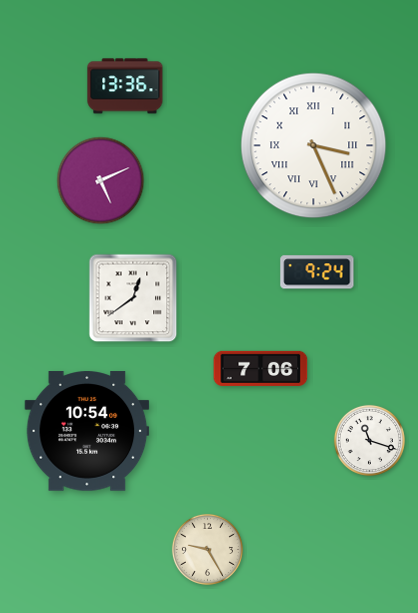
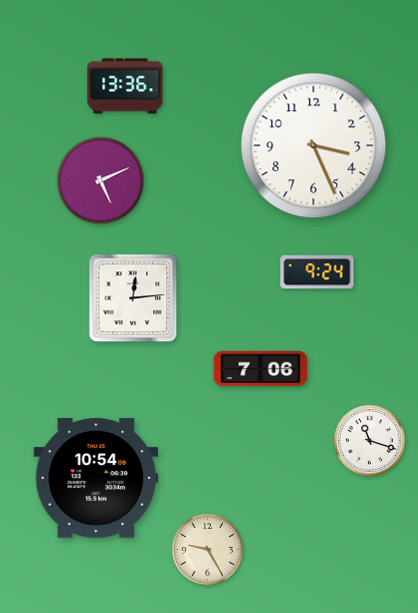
clock at (314, 146) numerals: Roman -> Arabic
clock at (133, 298): 12:39 -> 12:14
clock at (87, 431) position: (87, 431) -> (96, 478)
